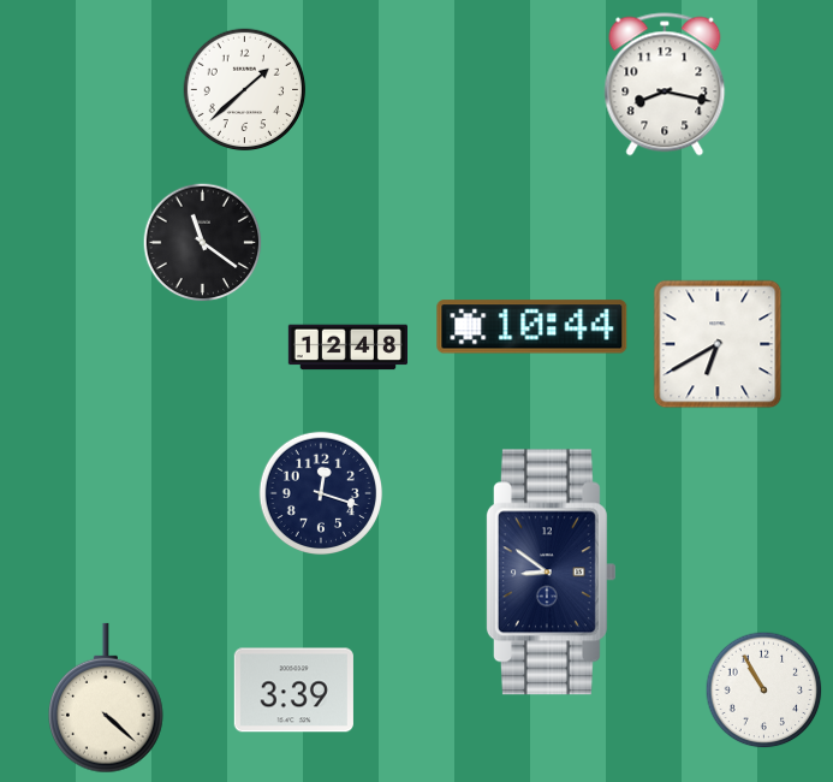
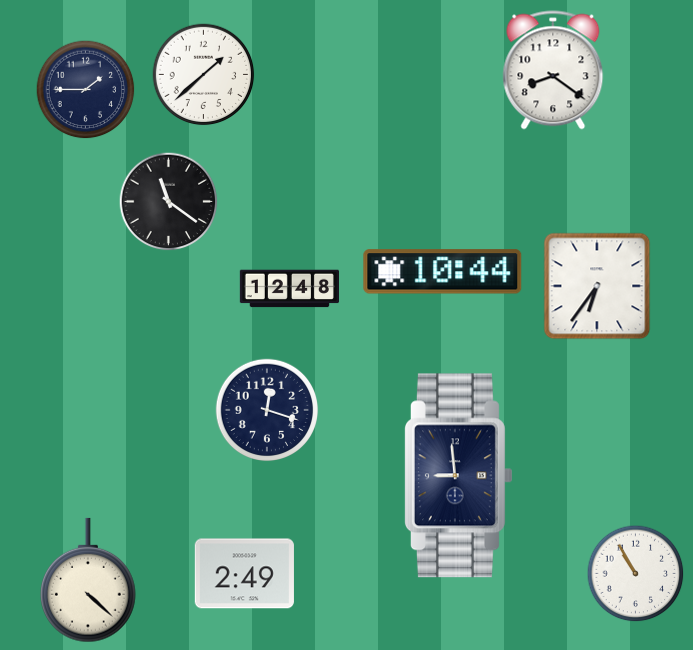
clock at (665, 84): 8:17 -> 8:21
clock at (86, 90): none -> 1:45
clock at (718, 344): 6:40 -> 6:36
clock at (551, 573): 8:51 -> 8:59
clock at (293, 691): 3:39 -> 2:49
